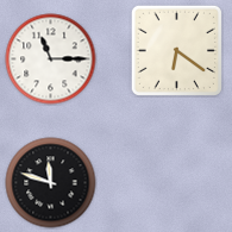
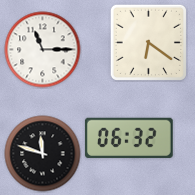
clock at (129, 138): none -> 06:32
